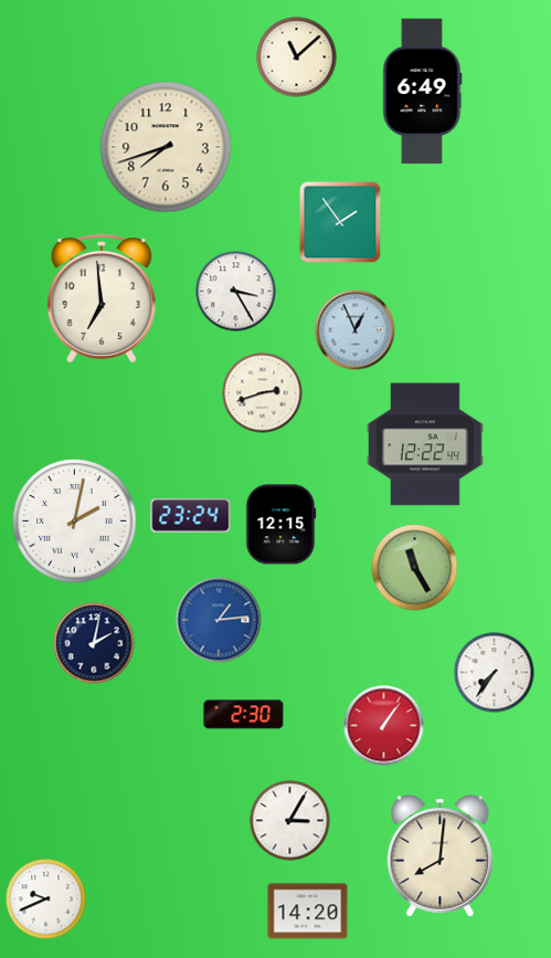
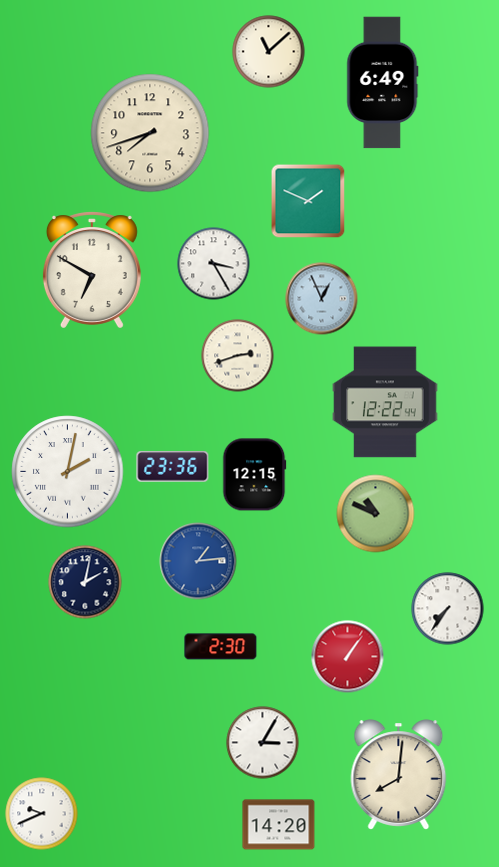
clock at (340, 222): 1:54 -> 1:49
clock at (102, 298): 6:59 -> 6:50
clock at (191, 516): 23:24 -> 23:36
clock at (415, 568): 11:25 -> 10:49
